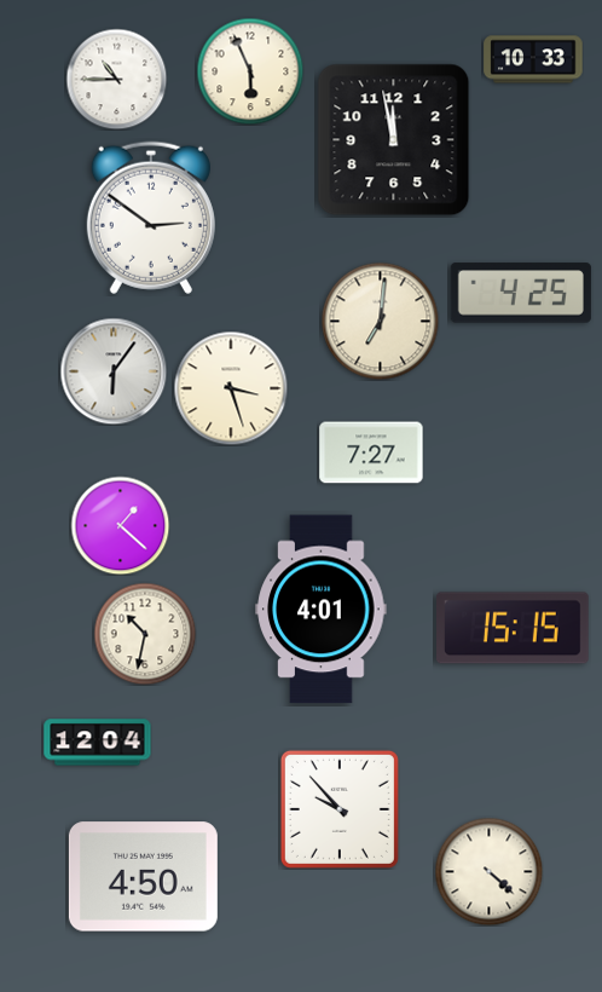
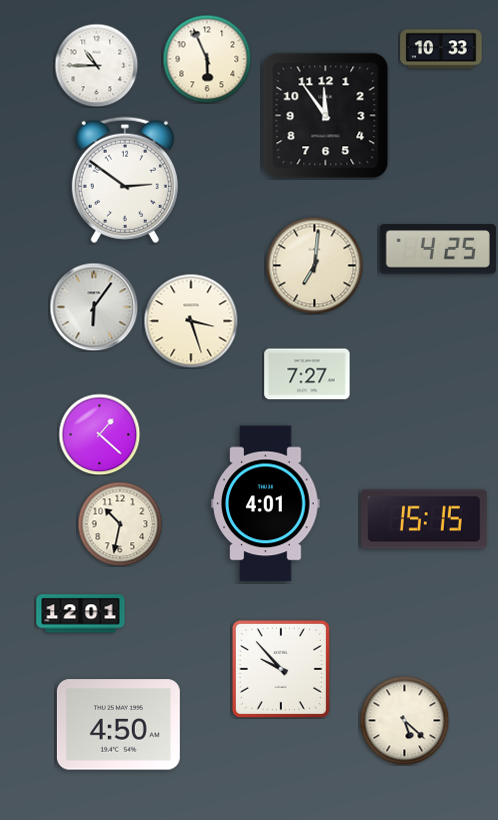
clock at (394, 140): 11:58 -> 11:54
clock at (521, 293) position: (521, 293) -> (438, 249)
clock at (98, 743): 12:04 -> 12:01
clock at (488, 871): 4:22 -> 5:22
